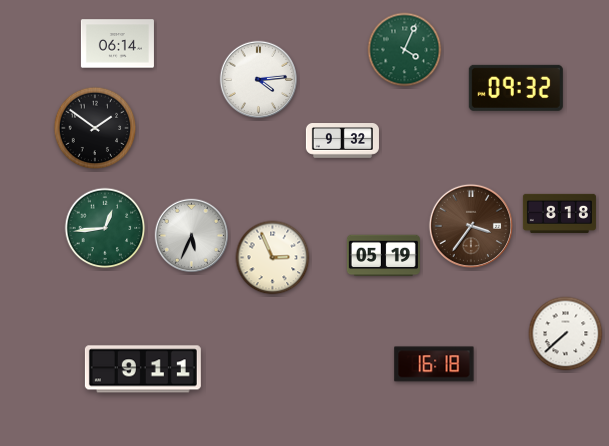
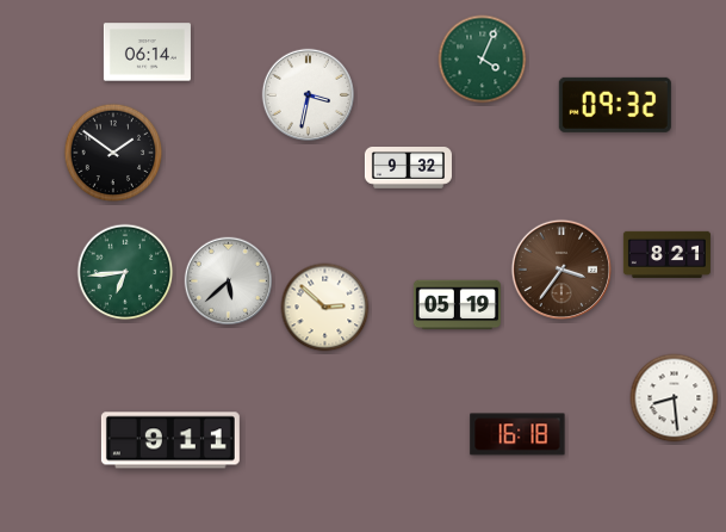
clock at (117, 44) position: (117, 44) -> (147, 52)
clock at (258, 79): 4:14 -> 3:32
clock at (559, 213): 8:18 -> 8:21
clock at (105, 228): 12:44 -> 6:44
clock at (192, 236): 5:34 -> 5:38
clock at (273, 258): 2:56 -> 2:52
clock at (566, 334): 7:38 -> 8:29
